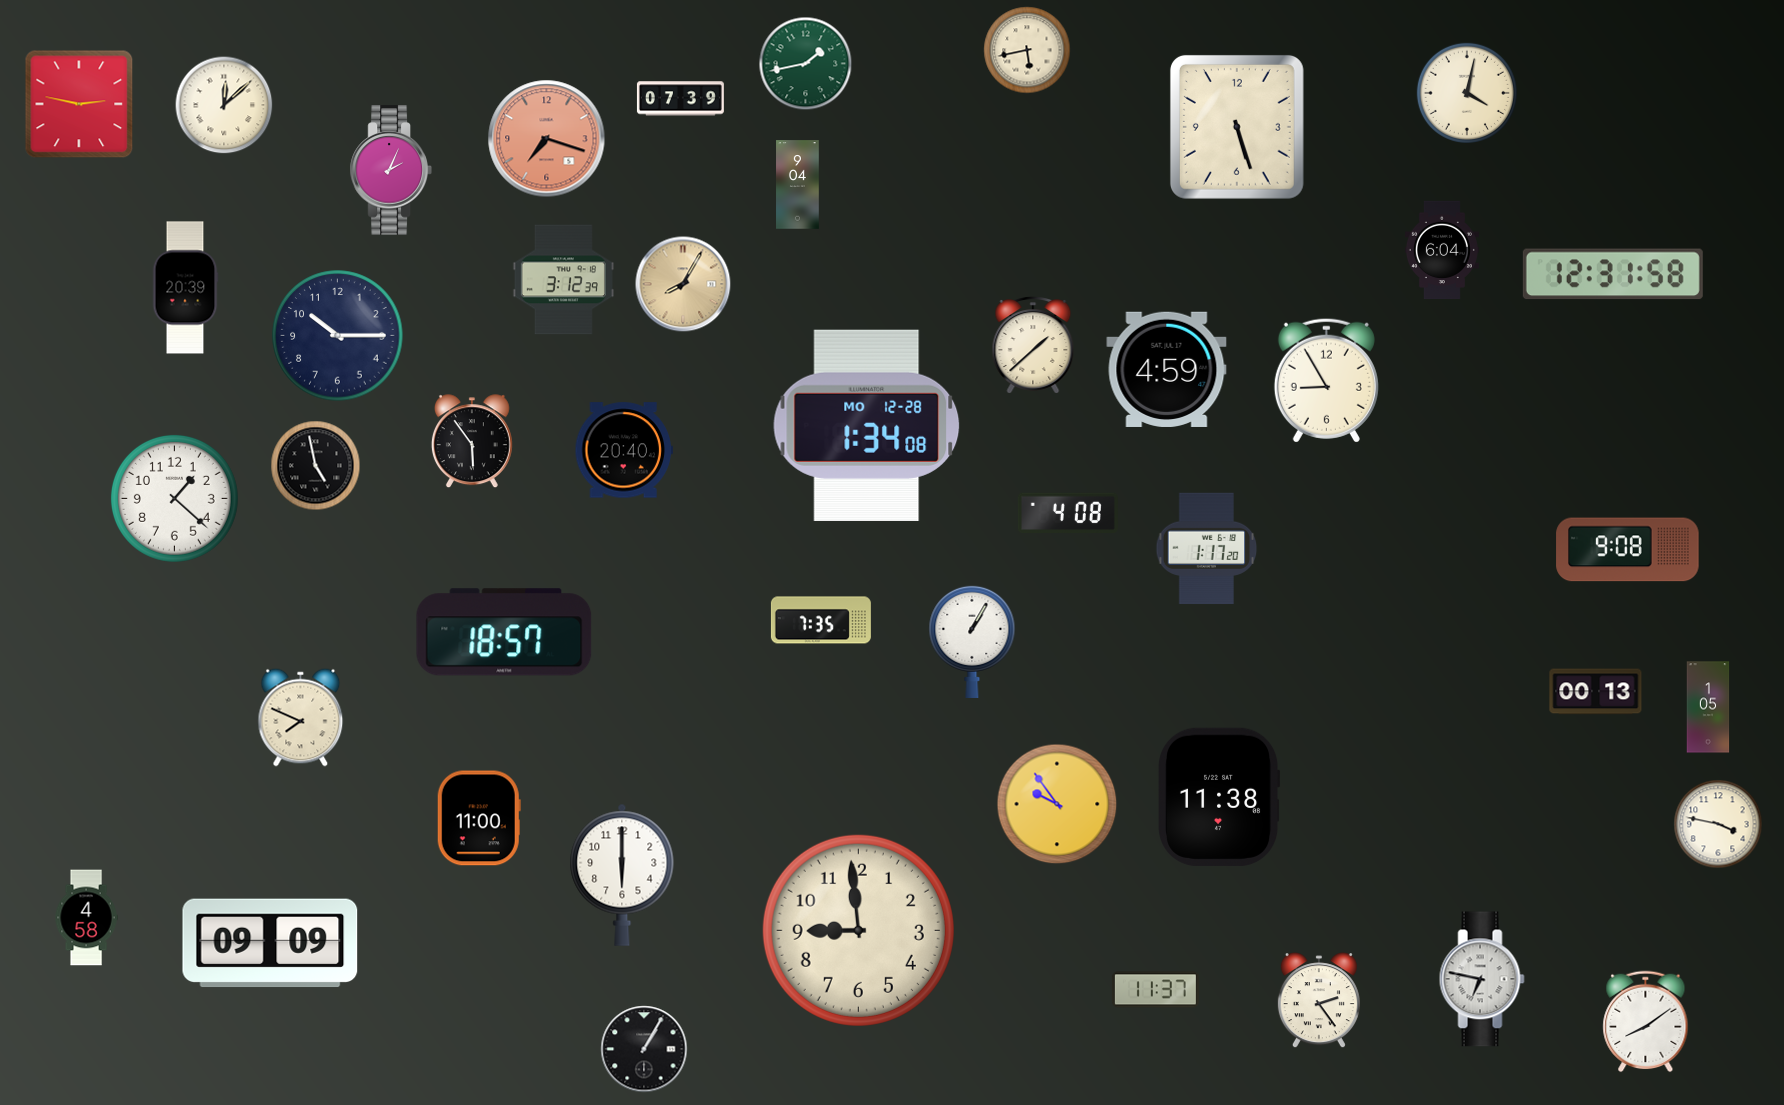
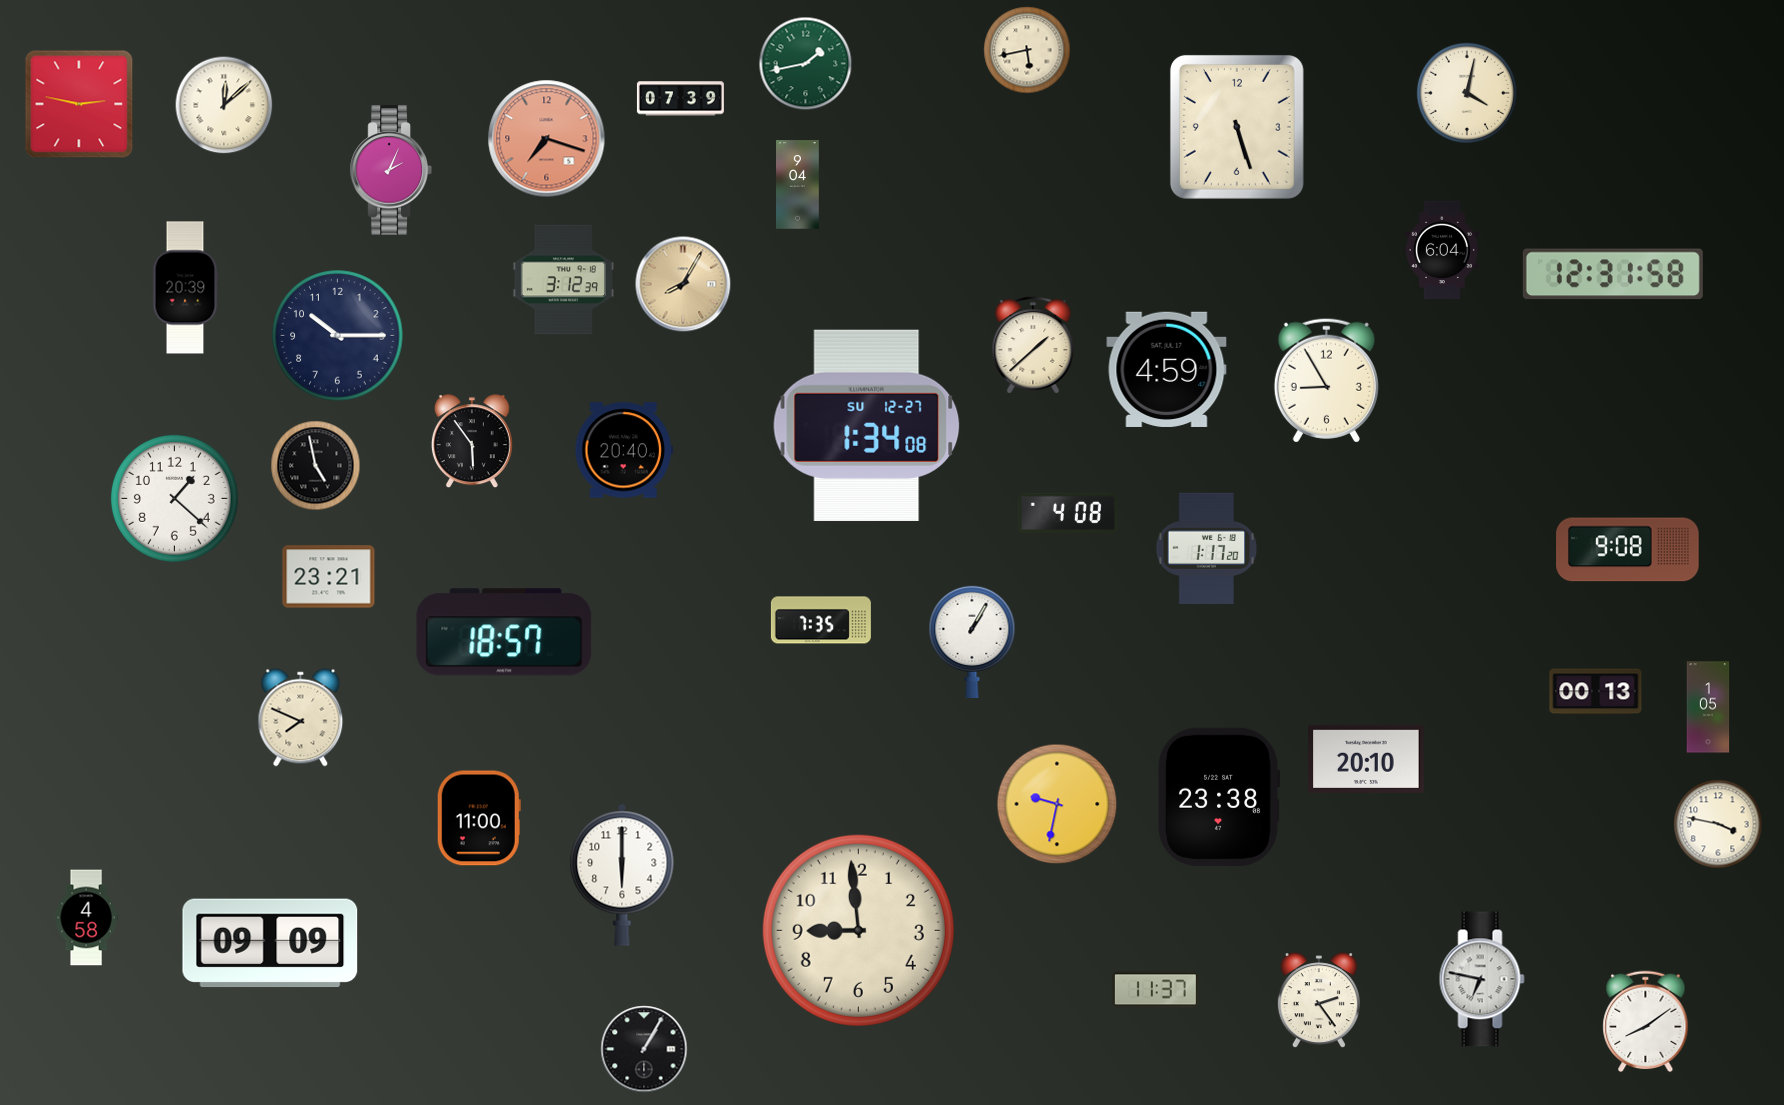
clock at (867, 425) date: MO 12-28 -> SU 12-27
clock at (329, 577): none -> 23:21
clock at (1366, 759): none -> 20:10
clock at (1220, 797): 11:38 -> 23:38
clock at (1057, 804): 9:54 -> 9:32
